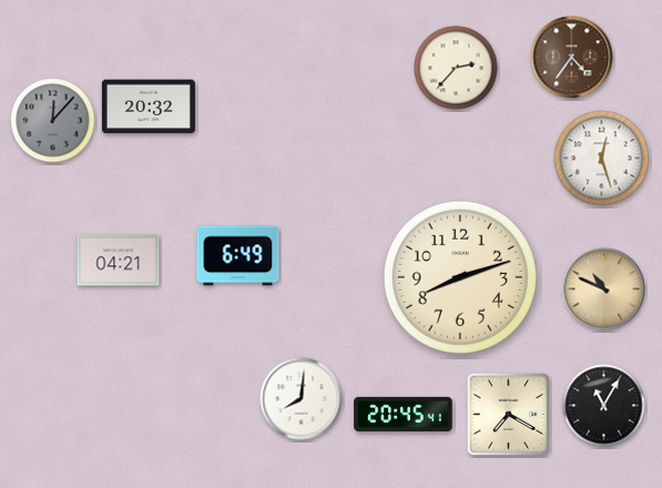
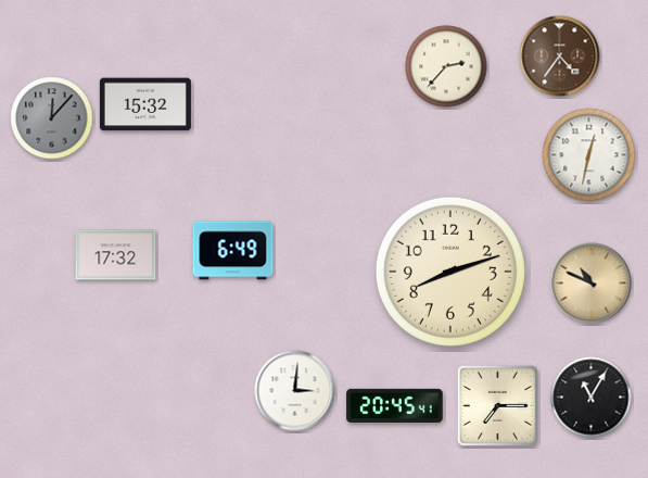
clock at (149, 106): 20:32 -> 15:32
clock at (602, 159): 12:27 -> 12:32
clock at (119, 261): 04:21 -> 17:32
clock at (302, 399): 8:01 -> 3:01
clock at (508, 414): 7:20 -> 7:15
